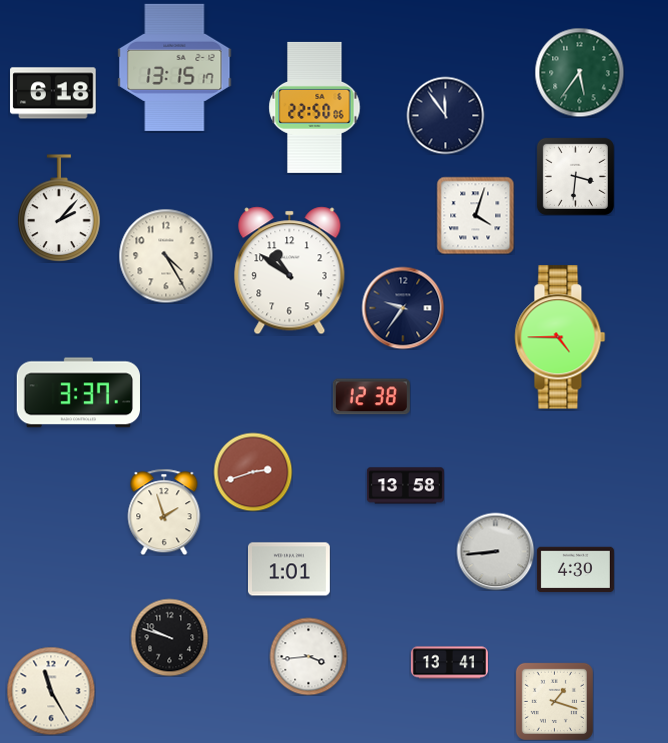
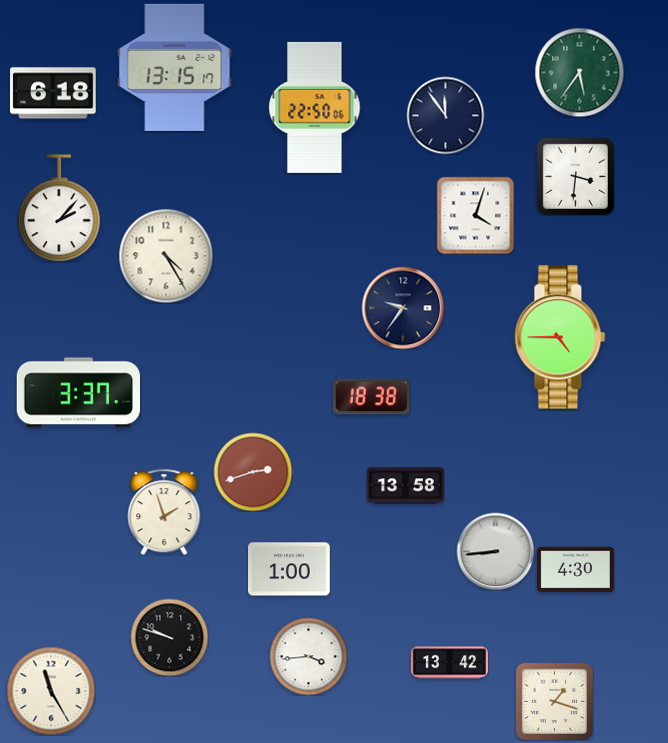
clock at (290, 271): 10:51 -> none
clock at (371, 397): 12:38 -> 18:38
clock at (290, 569): 1:01 -> 1:00
clock at (449, 663): 13:41 -> 13:42
